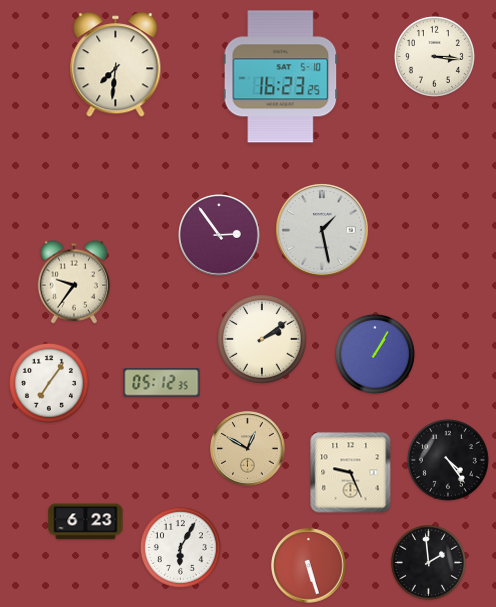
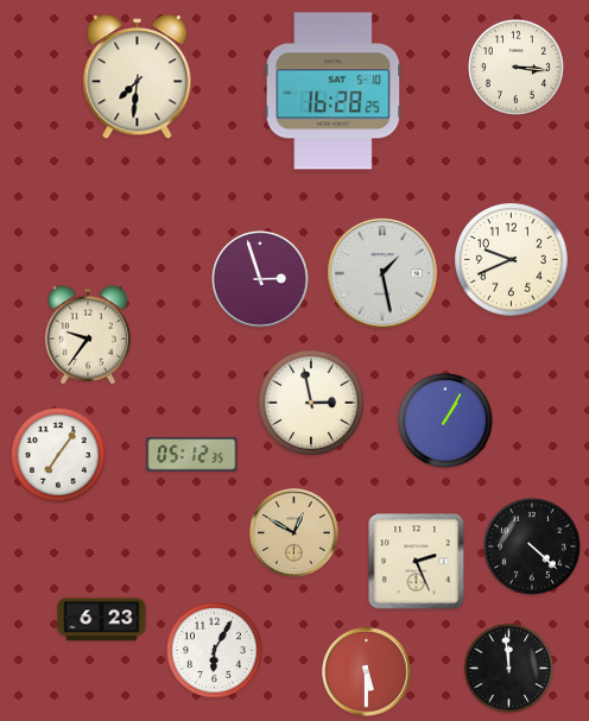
clock at (281, 77): 16:23 -> 16:28
clock at (512, 260): none -> 9:41
clock at (219, 235): 2:54 -> 2:57
clock at (263, 340): 2:09 -> 2:58
clock at (448, 460): 4:24 -> 4:22
clock at (351, 473): 9:26 -> 2:26
clock at (428, 562): 1:59 -> 11:59
clock at (309, 566): 5:27 -> 5:30
